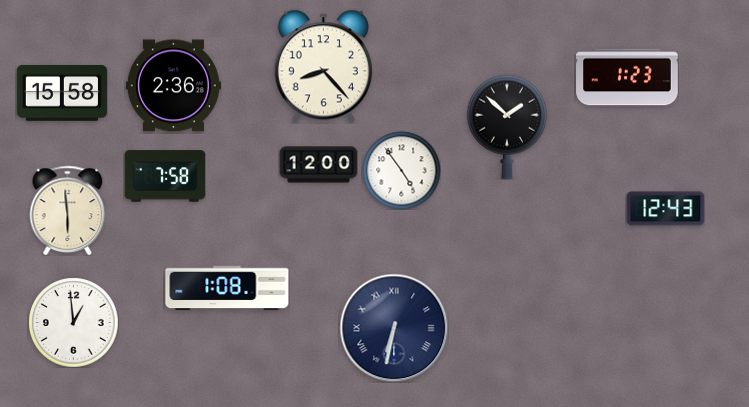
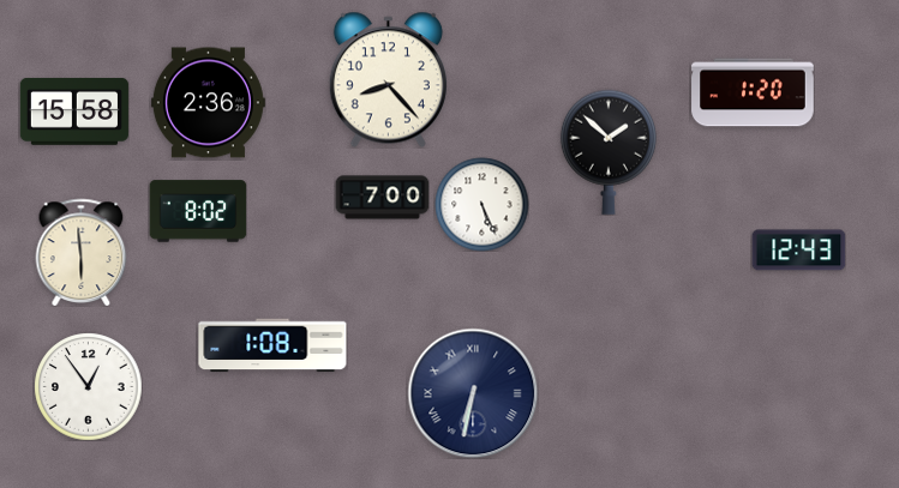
clock at (627, 77): 1:23 -> 1:20
clock at (318, 165): 12:00 -> 7:00
clock at (401, 170): 4:54 -> 5:26
clock at (165, 176): 7:58 -> 8:02
clock at (73, 322): 12:59 -> 12:54
